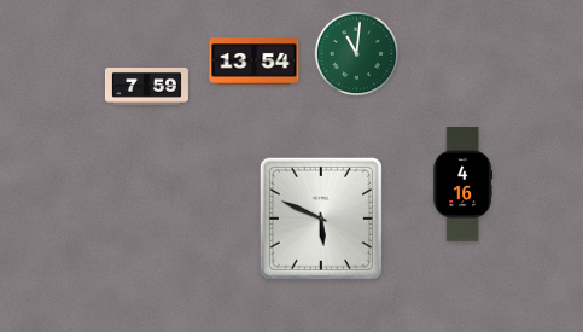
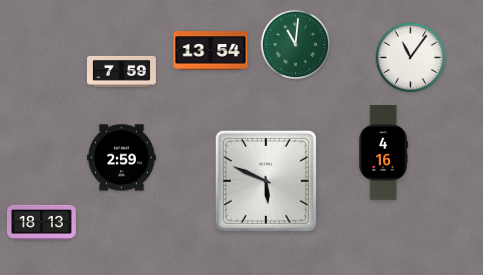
clock at (411, 58): none -> 11:06
clock at (121, 158): none -> 2:59
clock at (41, 222): none -> 18:13
